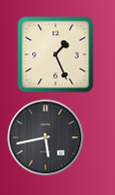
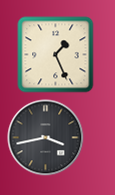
clock at (46, 138): 5:43 -> 3:43
